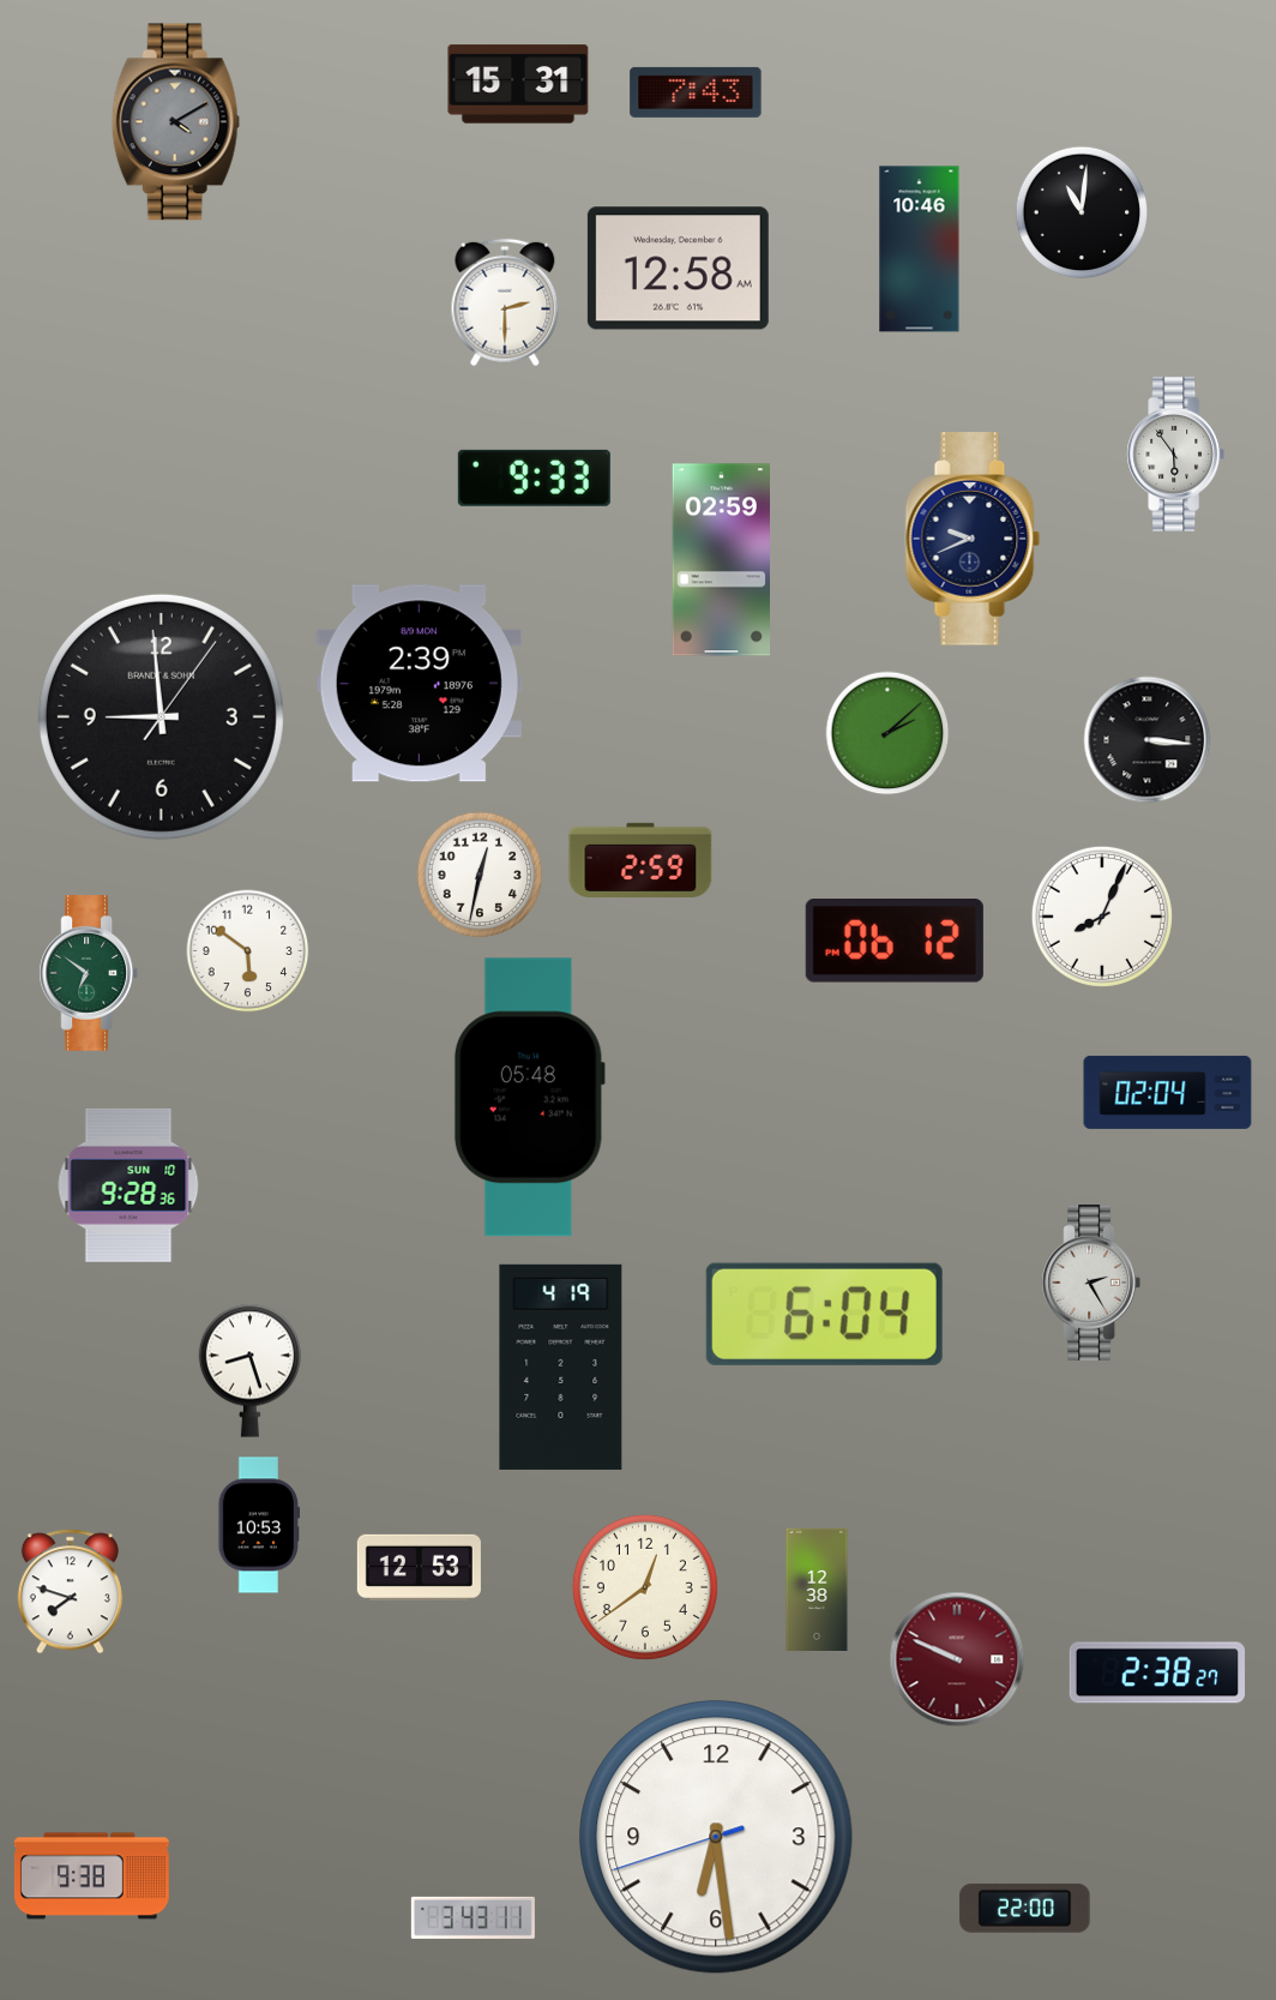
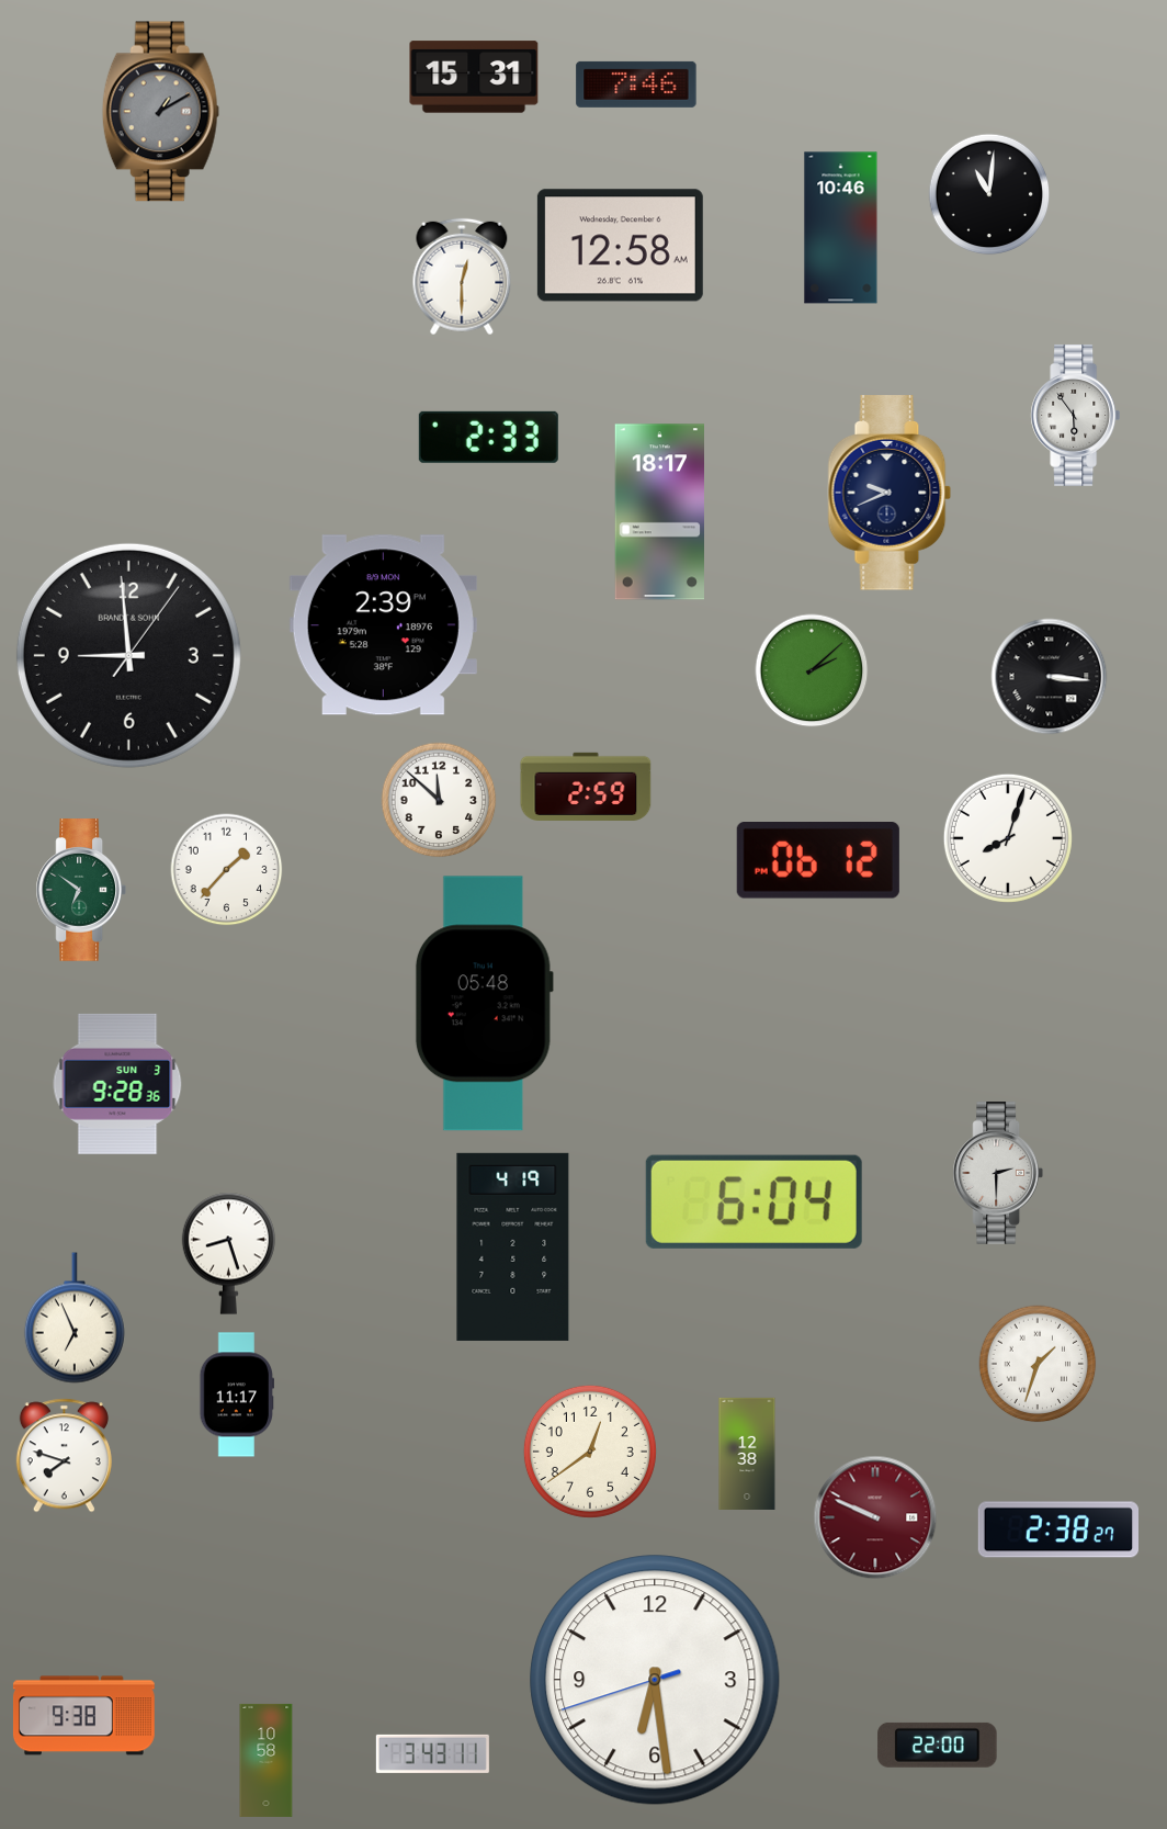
clock at (696, 92): 7:43 -> 7:46
clock at (175, 122): 4:10 -> 1:10
clock at (505, 302): 2:30 -> 12:30
clock at (534, 478): 9:33 -> 2:33
clock at (721, 560): 02:59 -> 18:17
clock at (161, 716) position: (161, 716) -> (128, 655)
clock at (480, 875): 12:32 -> 11:52
clock at (1102, 917): 8:04 -> 8:03
clock at (248, 951): 5:51 -> 1:37
clock at (1168, 1092): 02:04 -> none
clock at (128, 1185) date: SUN 10 -> SUN 3
clock at (1090, 1284): 2:25 -> 2:30
clock at (561, 1367) position: (561, 1367) -> (513, 1246)
clock at (75, 1318): none -> 6:56
clock at (1038, 1364): none -> 1:33
clock at (258, 1525): 10:53 -> 11:17
clock at (419, 1567): 12:53 -> none
clock at (267, 1760): none -> 10:58
